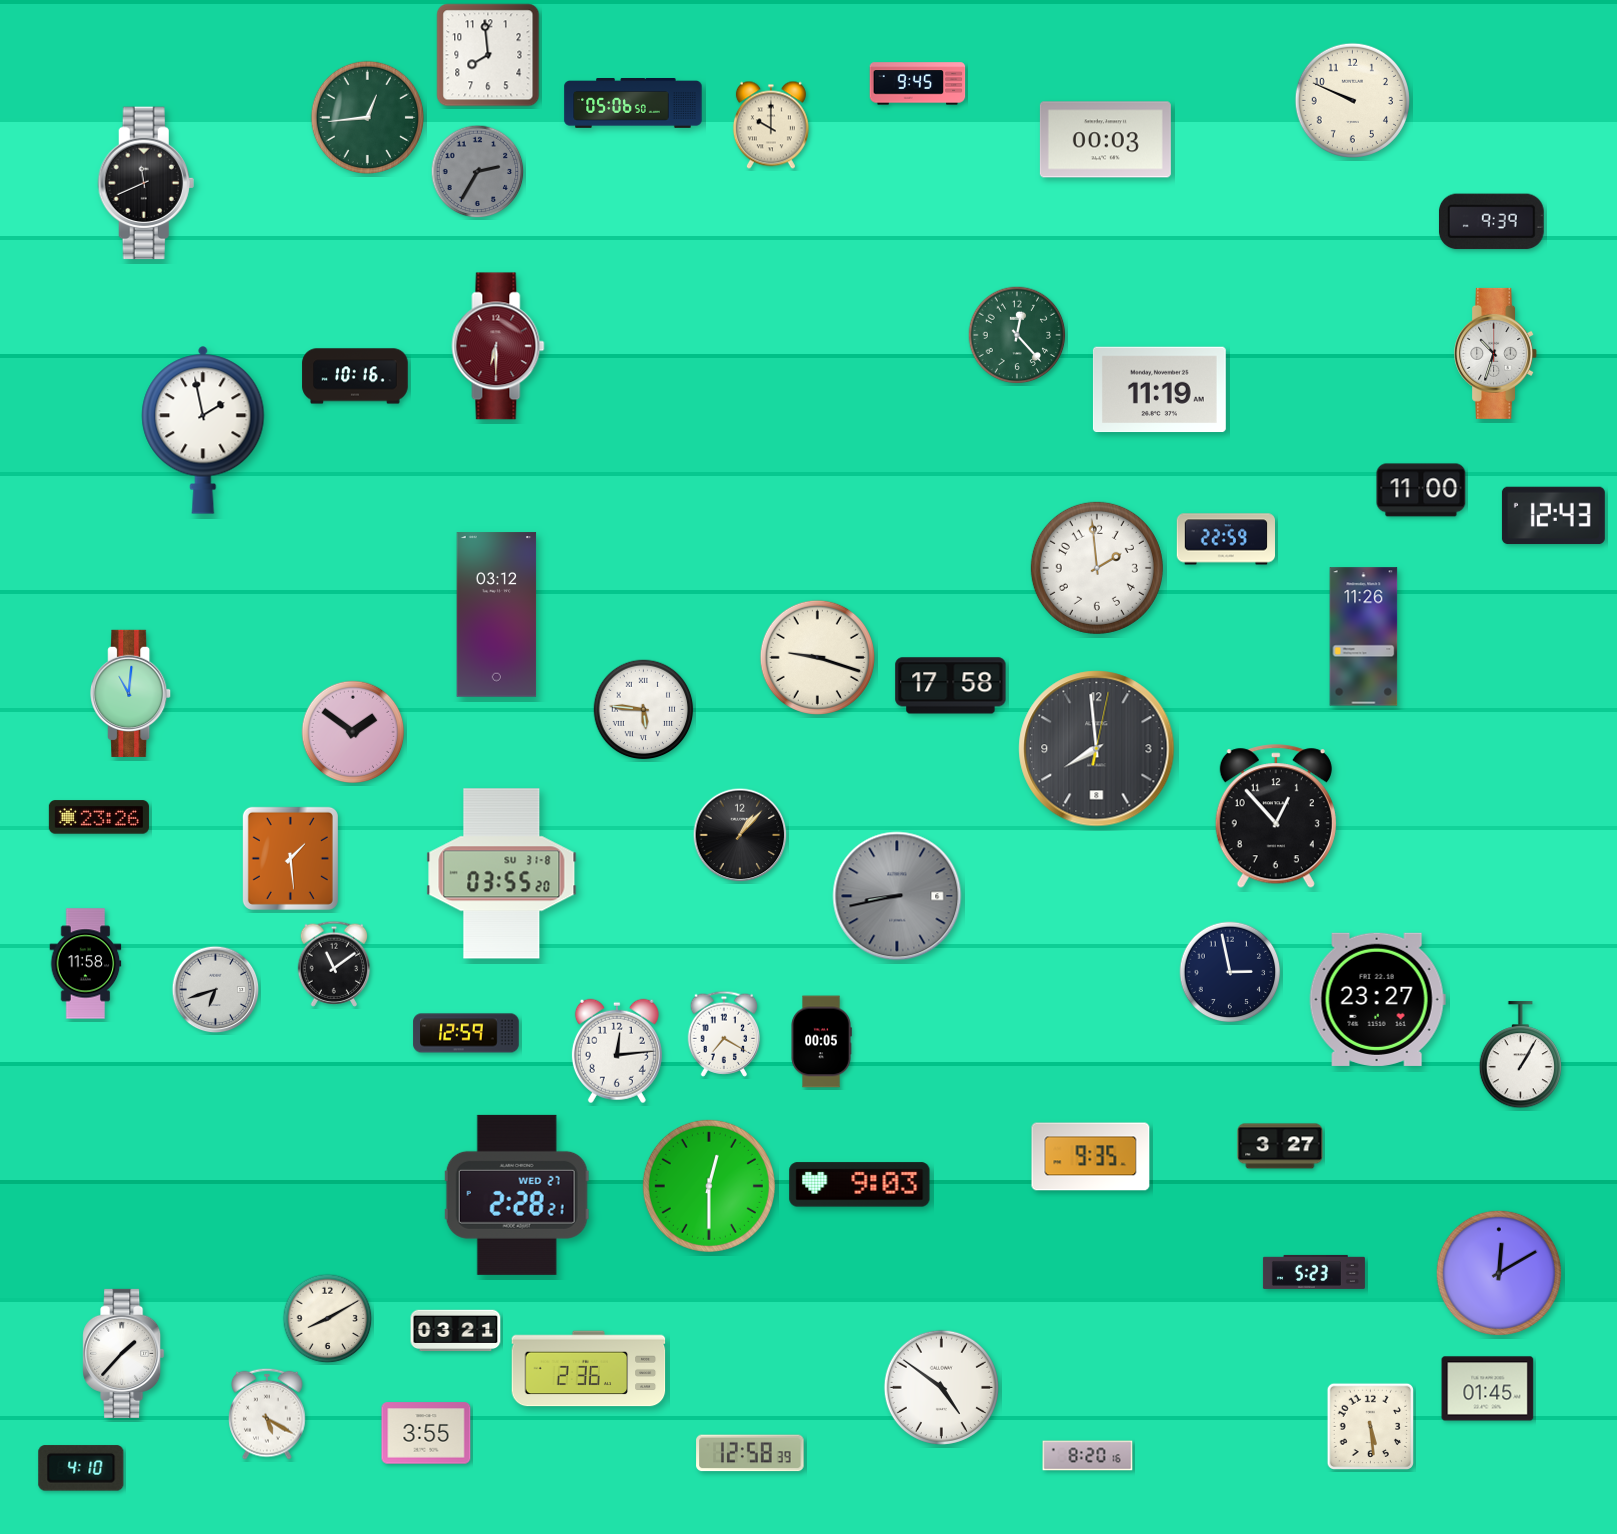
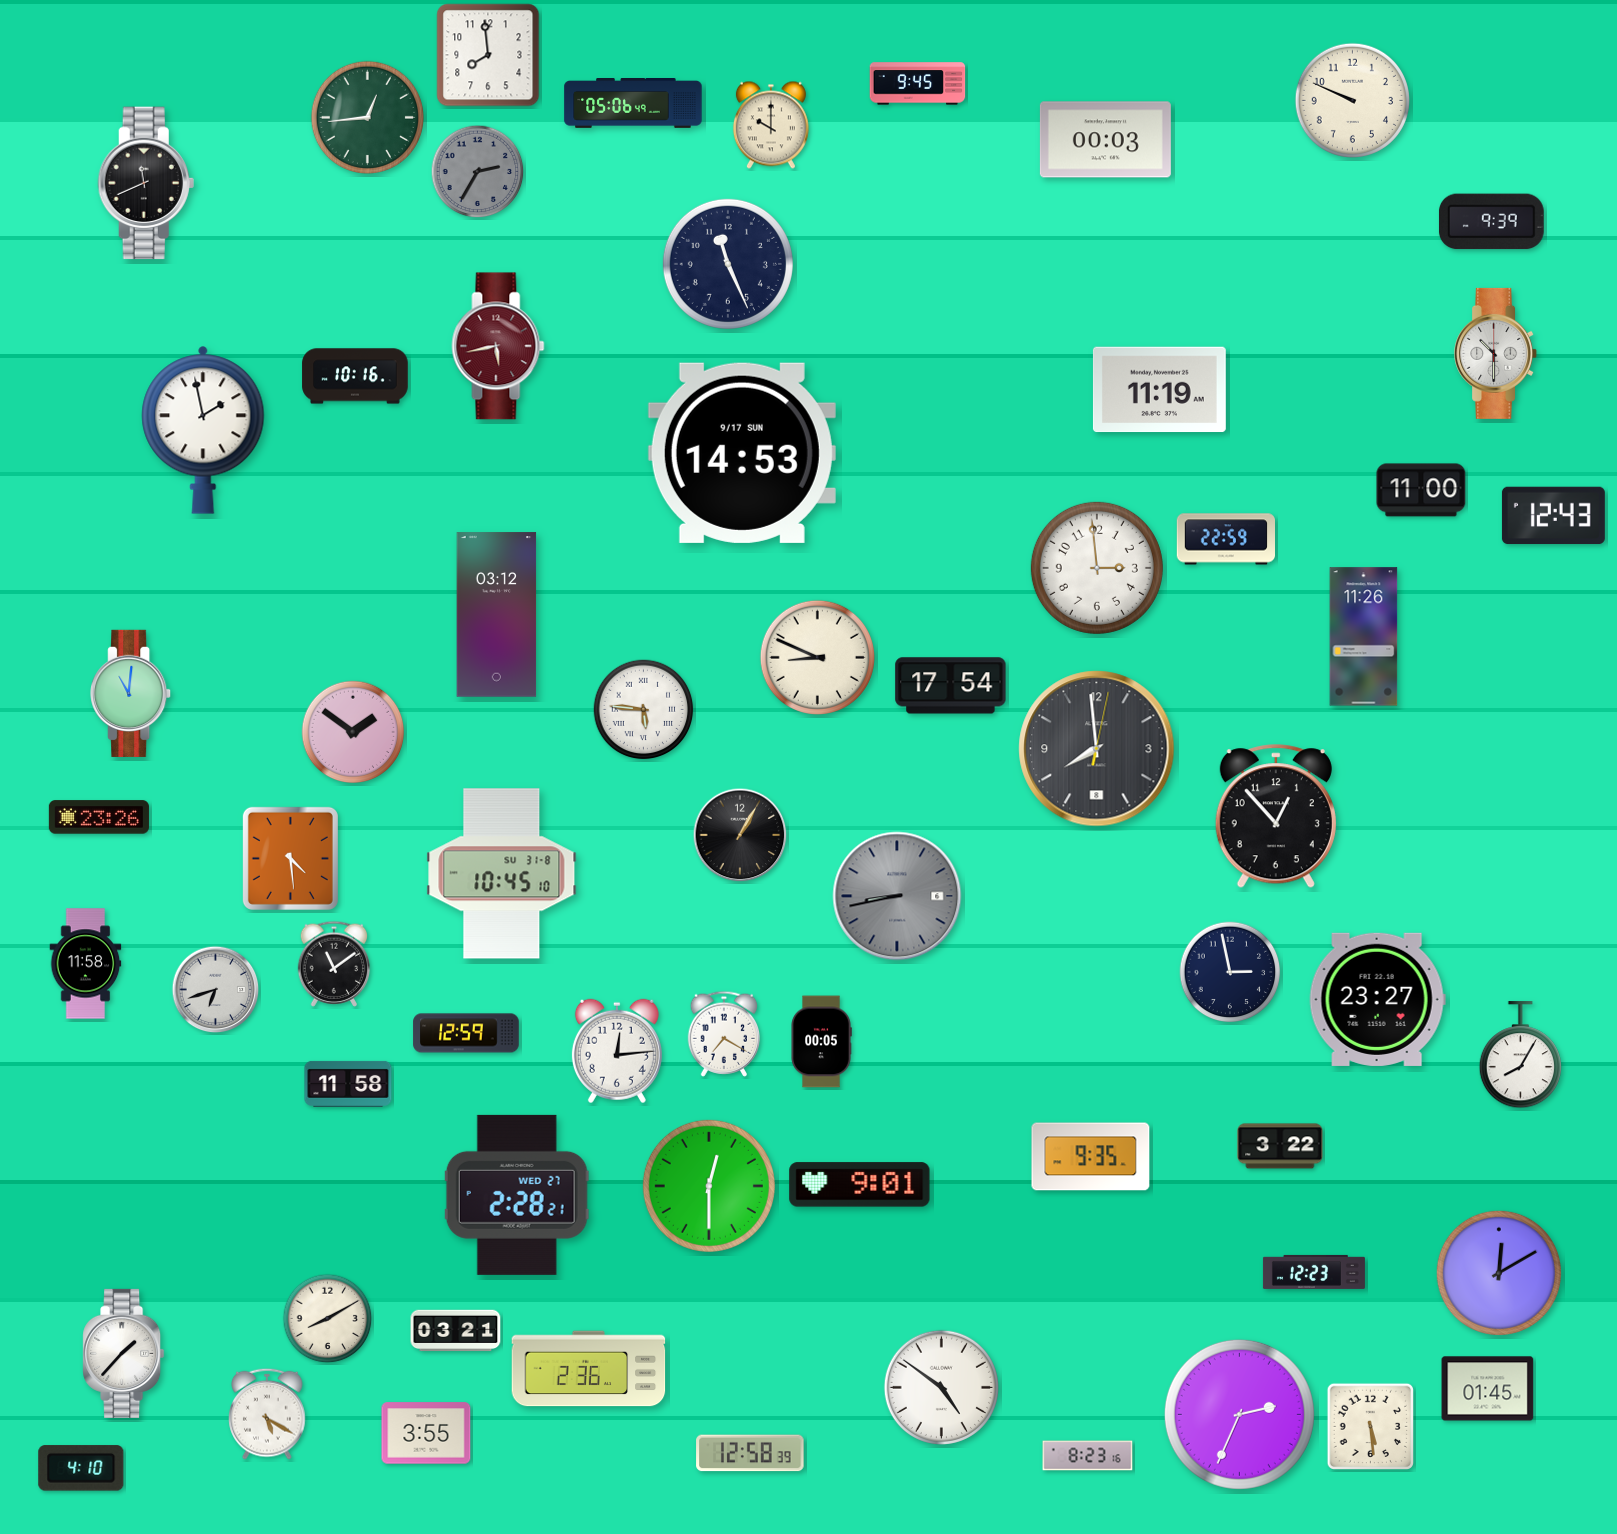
clock at (633, 104): 05:06:50 -> 05:06:49
clock at (728, 264): none -> 11:26
clock at (1017, 335): 12:23 -> none
clock at (498, 346): 6:30 -> 5:43
clock at (1496, 353): 10:33 -> 10:30
clock at (742, 453): none -> 14:53
clock at (1097, 568): 1:59 -> 2:59
clock at (817, 657): 9:18 -> 8:49
clock at (951, 686): 17:58 -> 17:54
clock at (740, 835): 1:07 -> 1:05
clock at (290, 858): 1:29 -> 4:29
clock at (502, 874): 03:55 -> 10:45
clock at (1520, 1055): 1:05 -> 8:05
clock at (348, 1084): none -> 11:58
clock at (1280, 1146): 3:27 -> 3:22
clock at (860, 1185): 9:03 -> 9:01
clock at (1314, 1272): 5:23 -> 12:23
clock at (1239, 1414): none -> 2:34
clock at (1088, 1456): 8:20 -> 8:23
